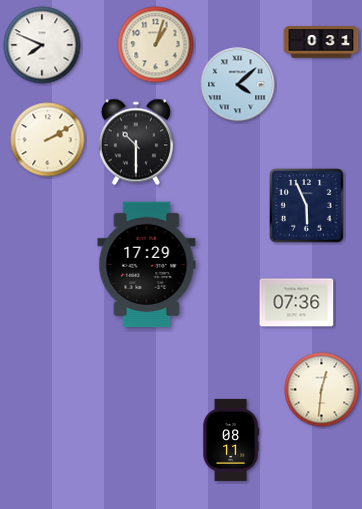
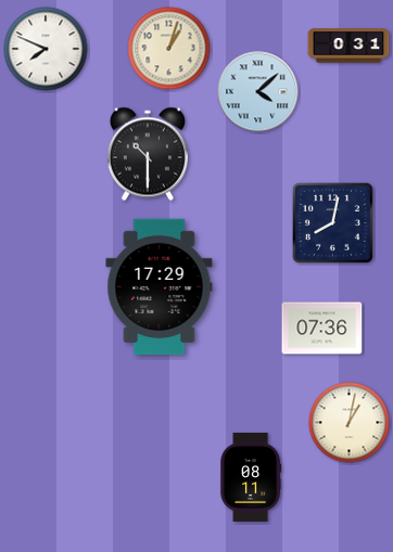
clock at (48, 140): 2:10 -> none
clock at (307, 206): 5:56 -> 8:02
clock at (322, 390): 12:31 -> 1:02
